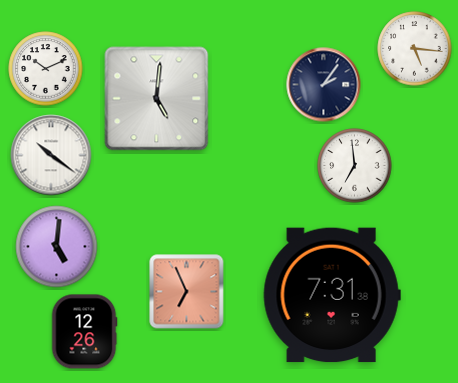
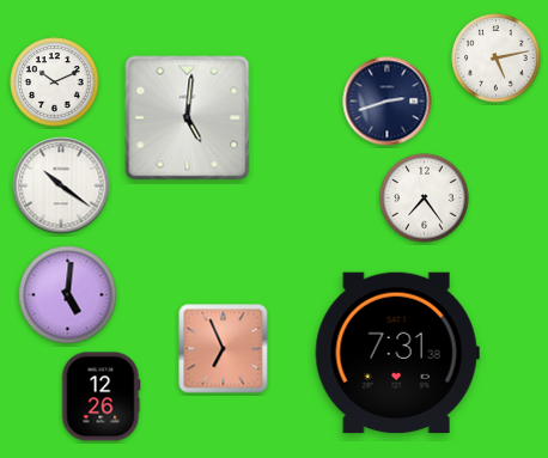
clock at (415, 49): 5:16 -> 5:13
clock at (324, 85): 2:06 -> 2:42
clock at (355, 166): 6:59 -> 7:24
